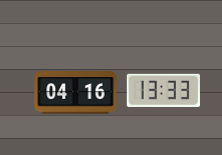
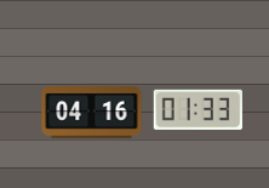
clock at (163, 90): 13:33 -> 01:33
